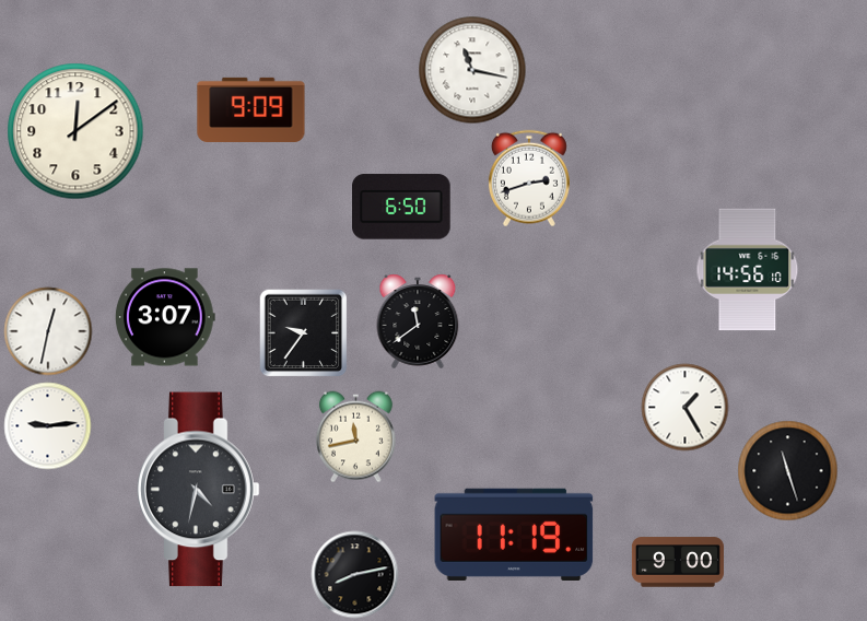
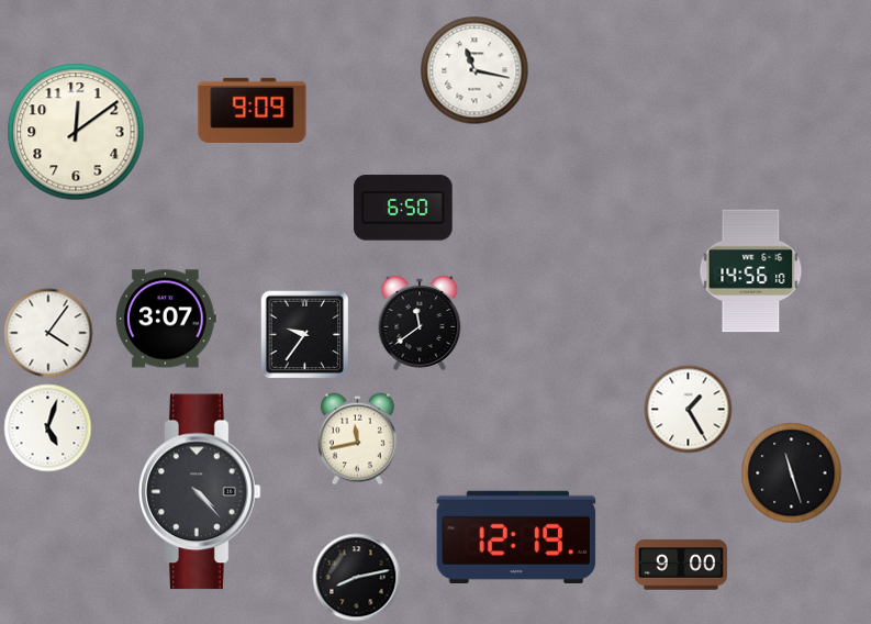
clock at (529, 178): 2:42 -> none
clock at (48, 331): 12:32 -> 4:06
clock at (48, 426): 9:14 -> 5:03
clock at (199, 490): 4:32 -> 4:23
clock at (514, 535): 11:19 -> 12:19
